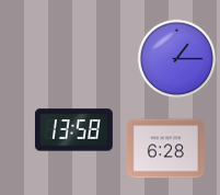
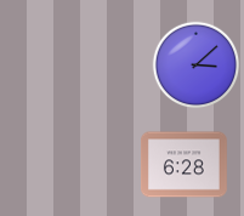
clock at (177, 59): 1:15 -> 3:08
clock at (73, 130): 13:58 -> none
